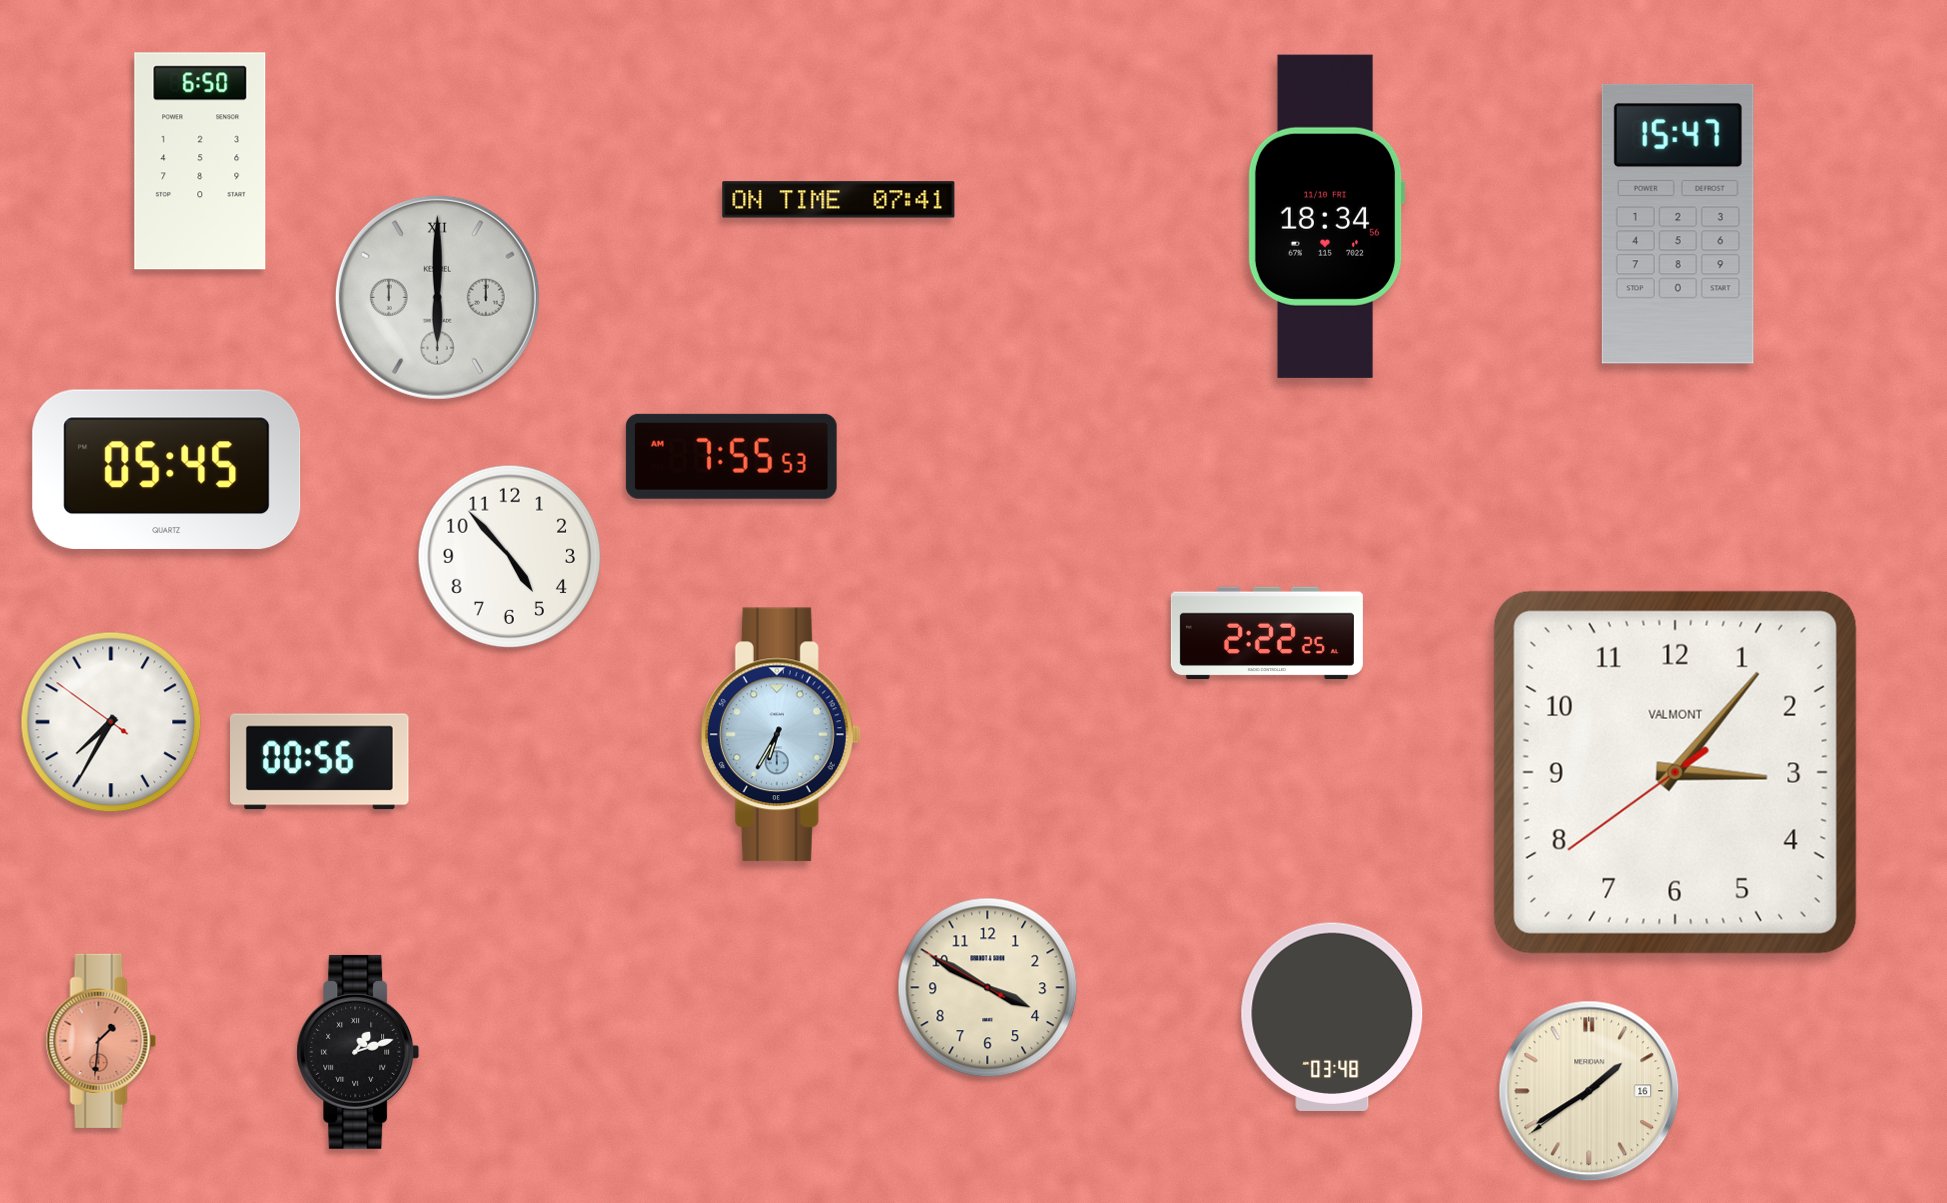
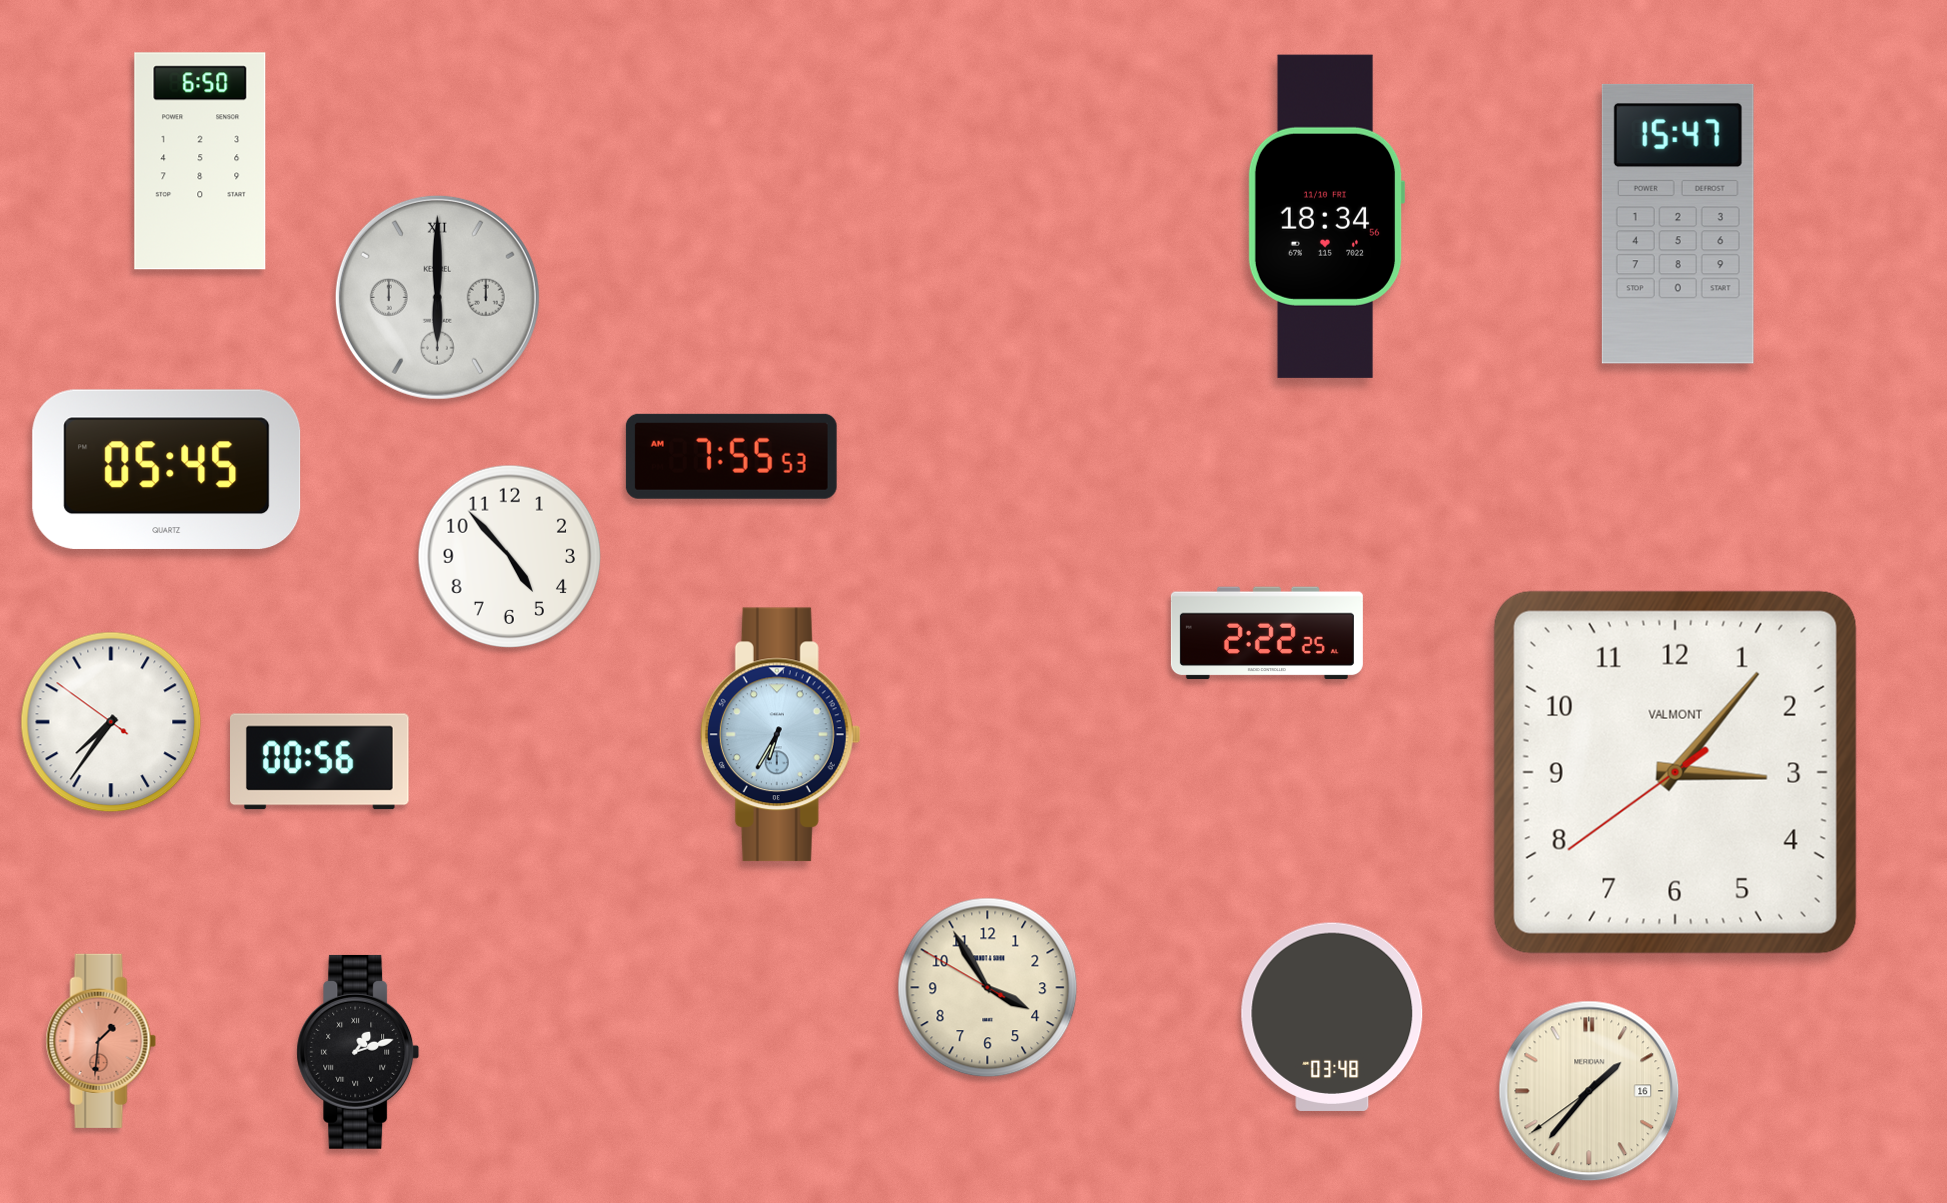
clock at (839, 200): 07:41 -> none
clock at (111, 722): 7:34 -> 7:35
clock at (988, 988): 3:49 -> 3:54
clock at (1589, 1091): 1:39 -> 1:36
